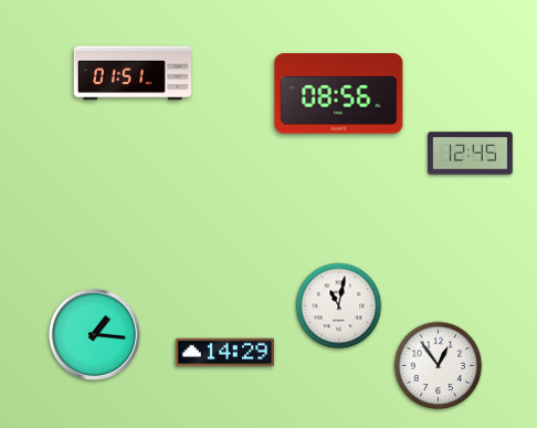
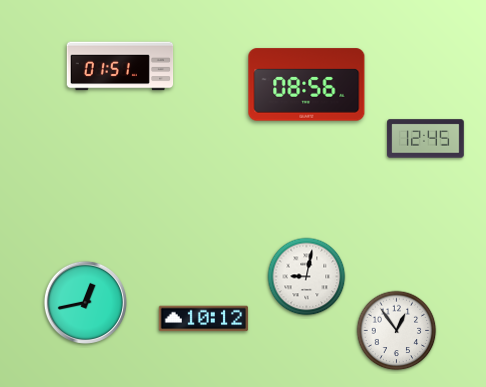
clock at (339, 306): 11:02 -> 9:02
clock at (94, 334): 1:16 -> 12:43
clock at (225, 353): 14:29 -> 10:12
